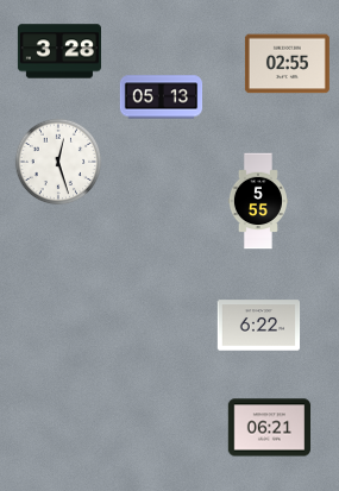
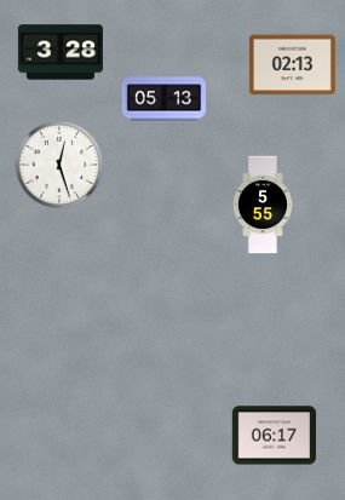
clock at (287, 64): 02:55 -> 02:13
clock at (259, 326): 6:22 -> none
clock at (270, 428): 06:21 -> 06:17
